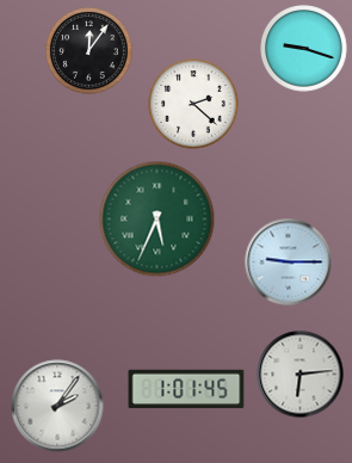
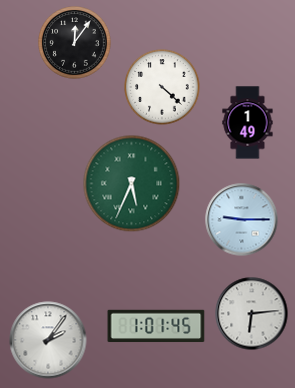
clock at (304, 49): 9:18 -> none
clock at (193, 104): 2:22 -> 4:22
clock at (248, 123): none -> 1:49
